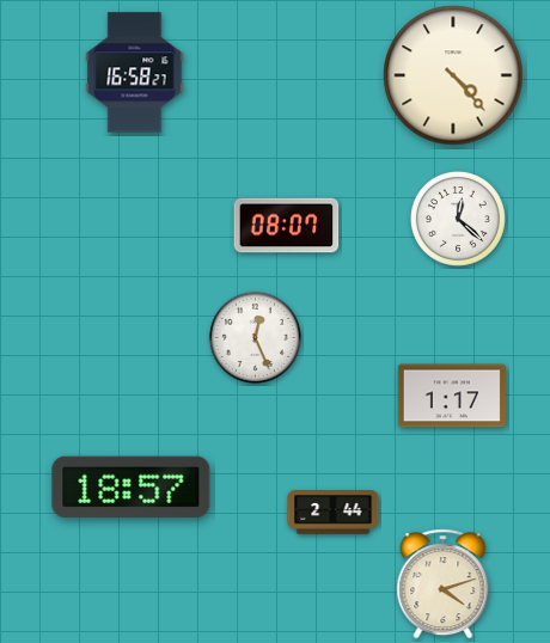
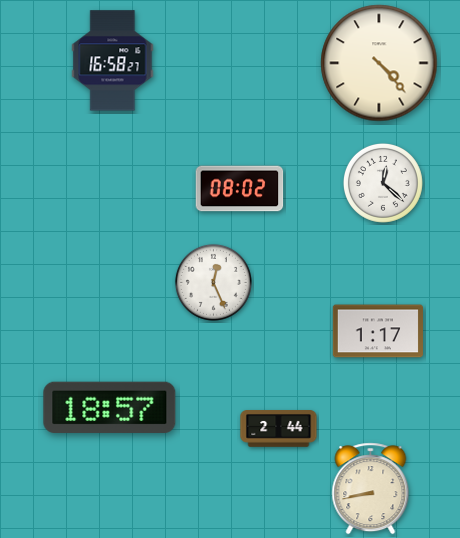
clock at (287, 226): 08:07 -> 08:02
clock at (444, 584): 4:12 -> 8:43
